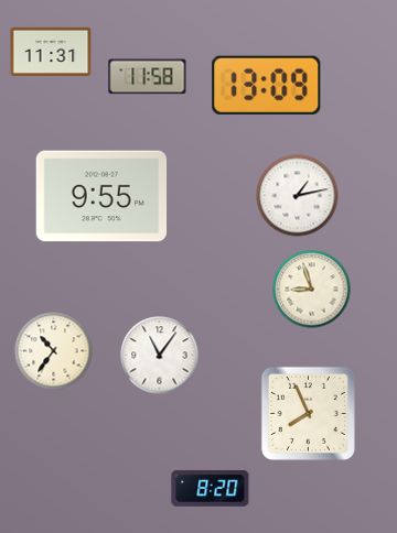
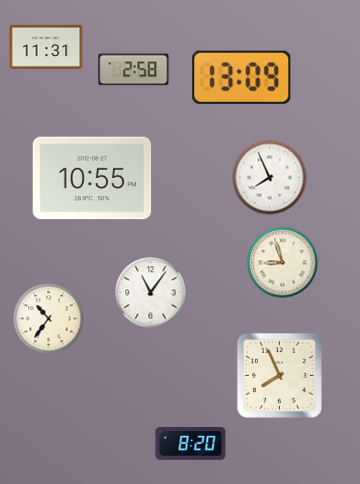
clock at (148, 77): 11:58 -> 2:58
clock at (101, 196): 9:55 -> 10:55
clock at (298, 196): 1:13 -> 7:56
clock at (160, 356) position: (160, 356) -> (151, 293)
